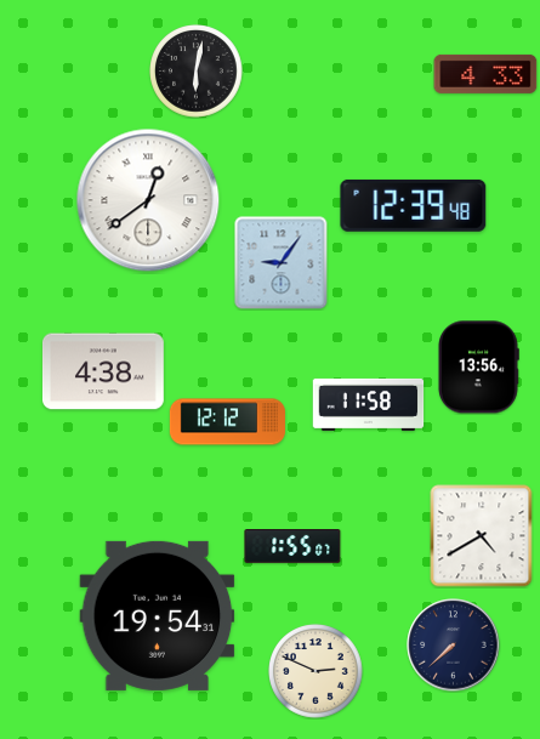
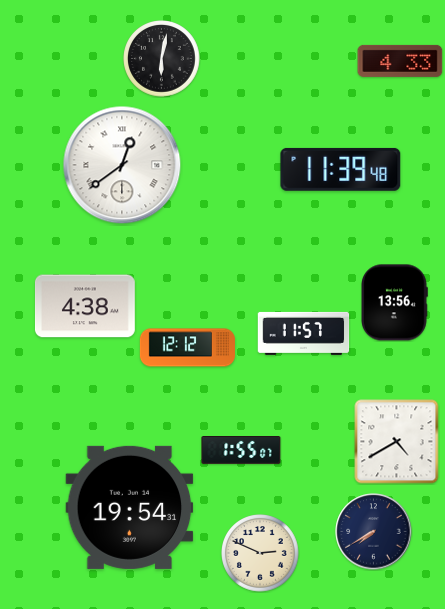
clock at (414, 205): 12:39 -> 11:39
clock at (282, 263): 9:06 -> none
clock at (369, 404): 11:58 -> 11:57
clock at (454, 646): 7:38 -> 7:40
